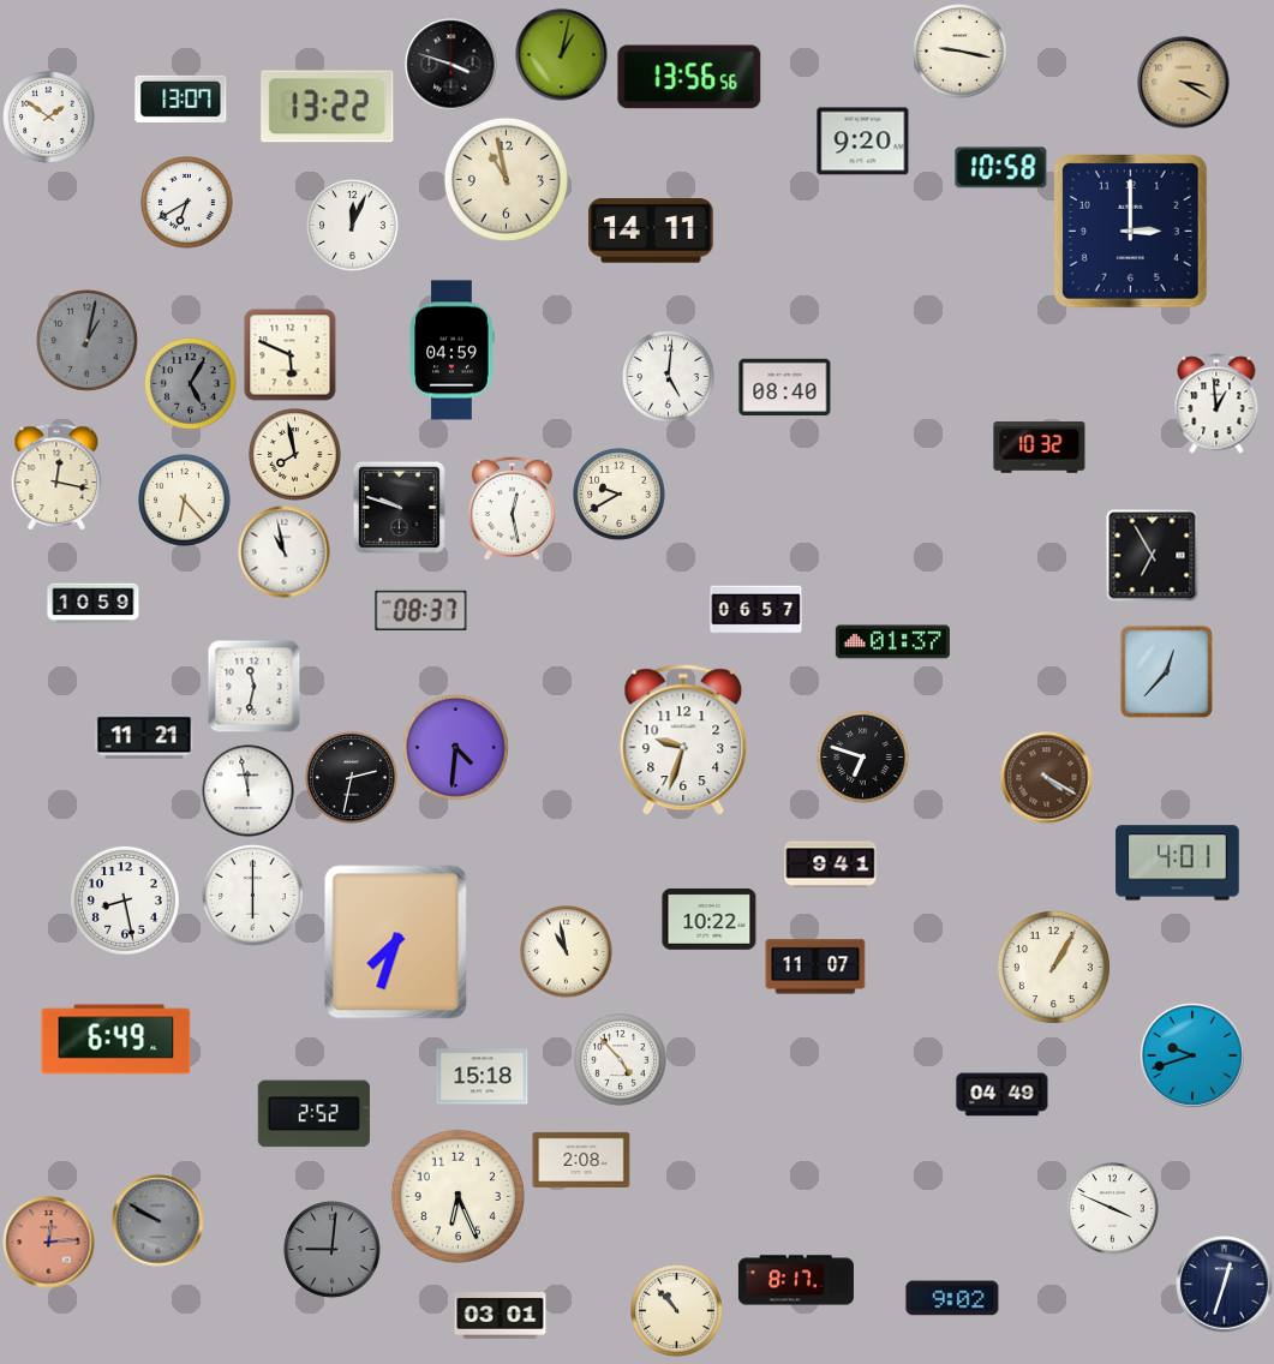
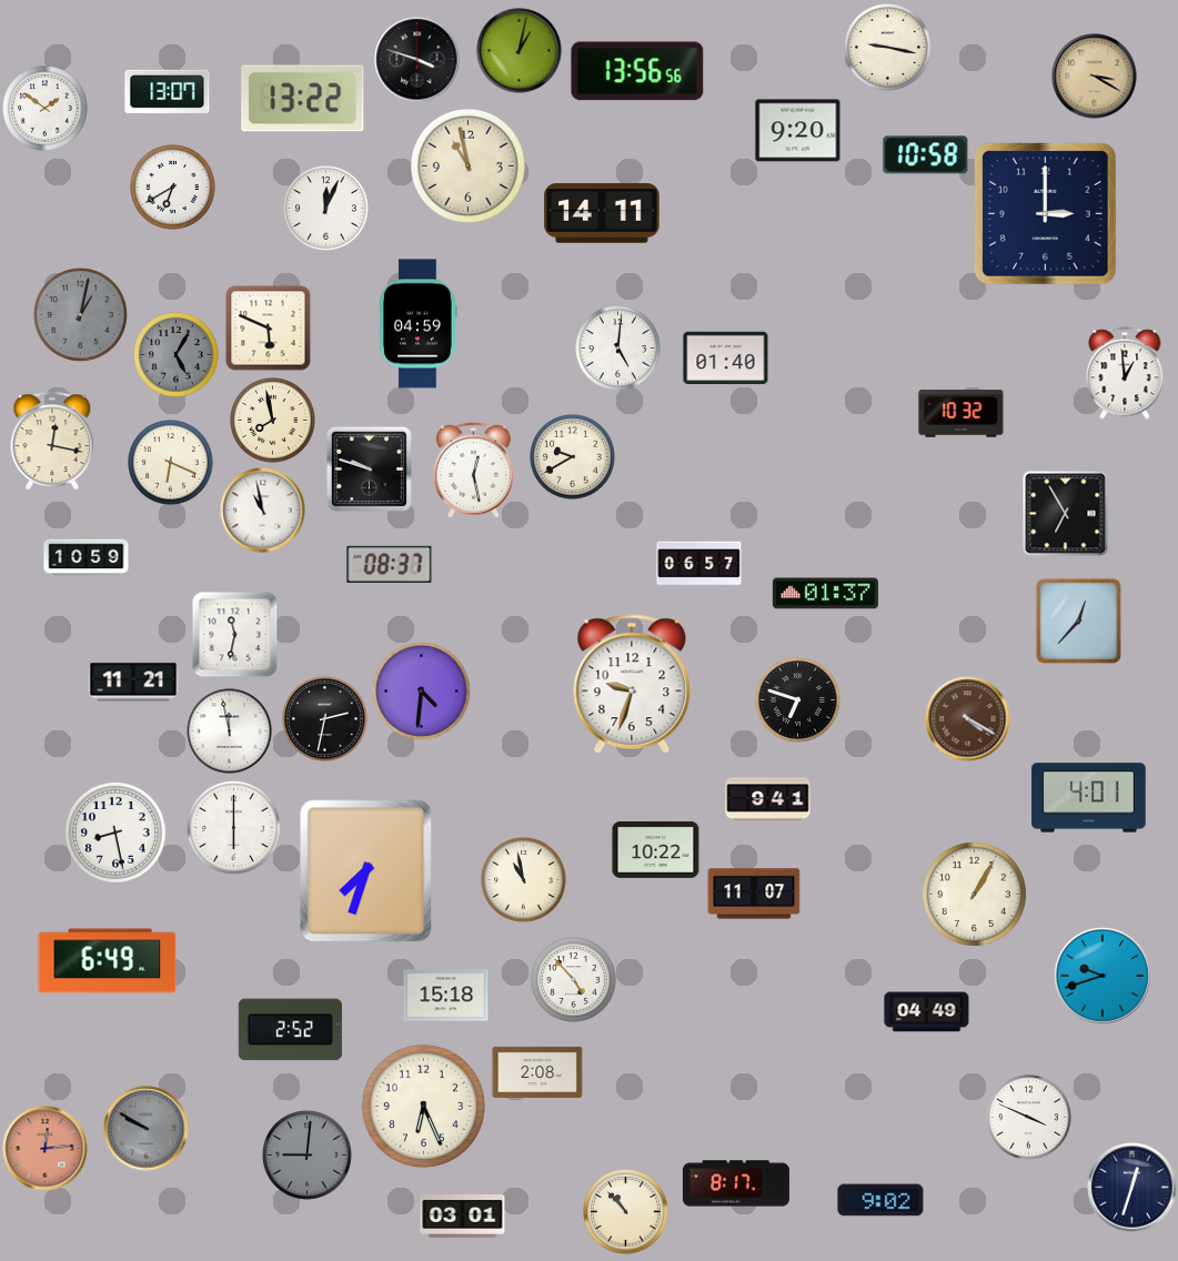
clock at (785, 388): 08:40 -> 01:40
clock at (185, 501): 6:23 -> 6:19
